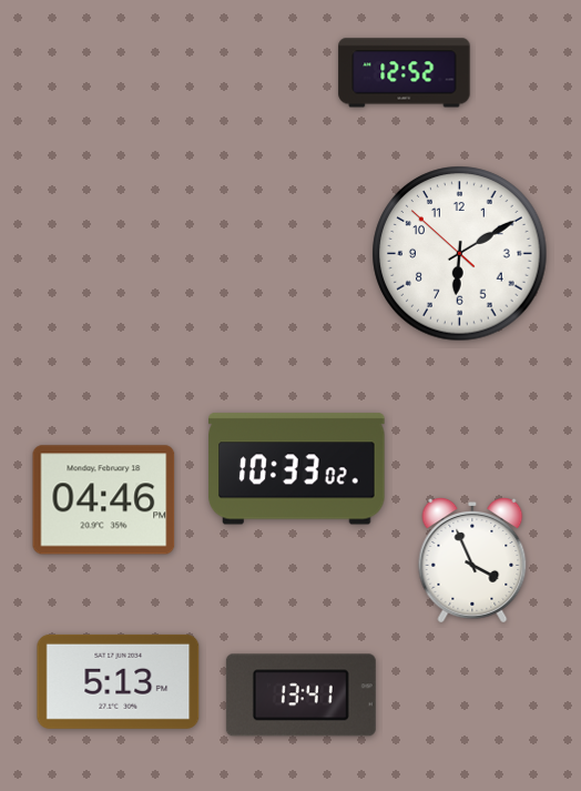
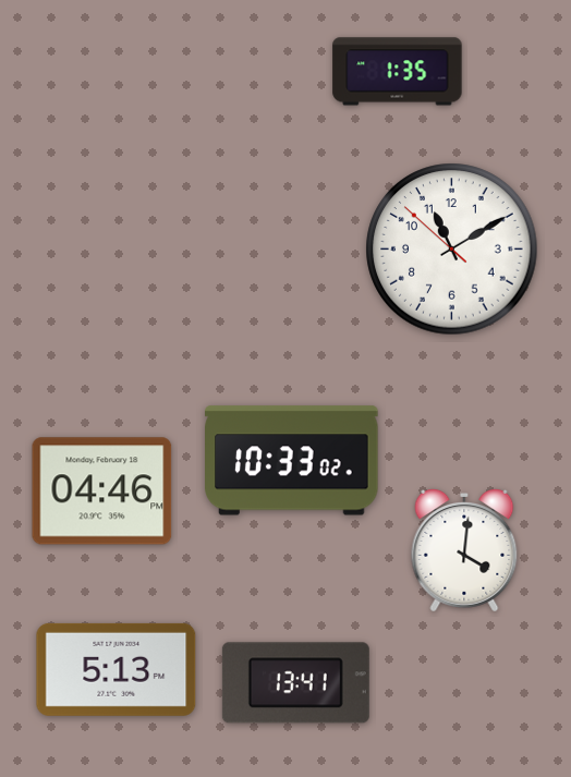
clock at (405, 73): 12:52 -> 1:35
clock at (460, 254): 6:09 -> 11:09
clock at (472, 561): 3:56 -> 4:01
